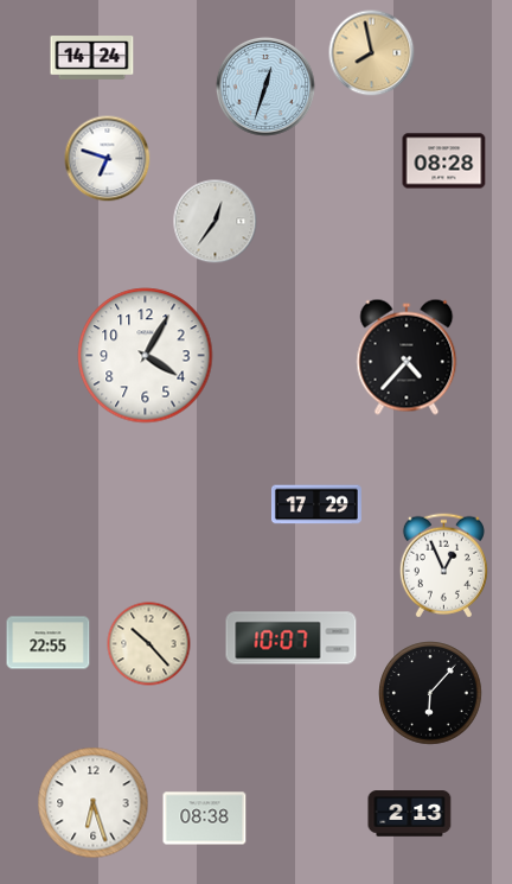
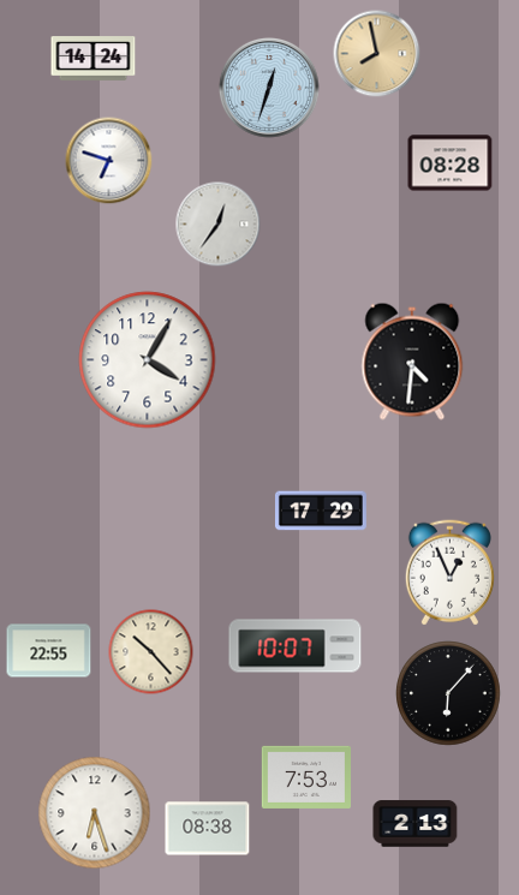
clock at (407, 357): 4:37 -> 4:31
clock at (430, 693) position: (430, 693) -> (448, 693)
clock at (305, 777): none -> 7:53
